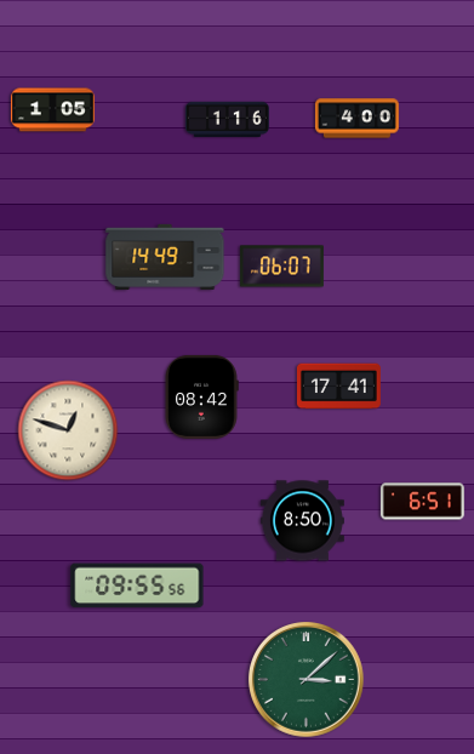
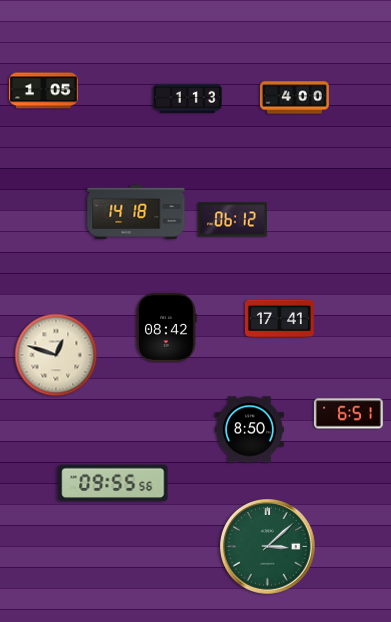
clock at (227, 119): 1:16 -> 1:13
clock at (165, 257): 14:49 -> 14:18
clock at (281, 267): 06:07 -> 06:12
clock at (307, 680) position: (307, 680) -> (268, 547)
